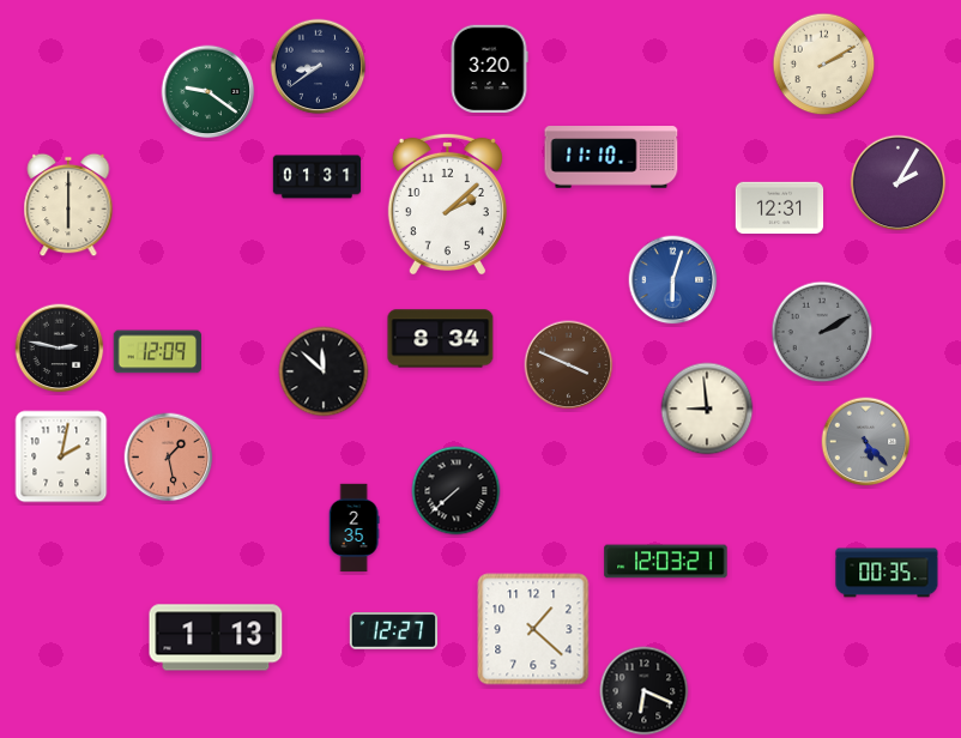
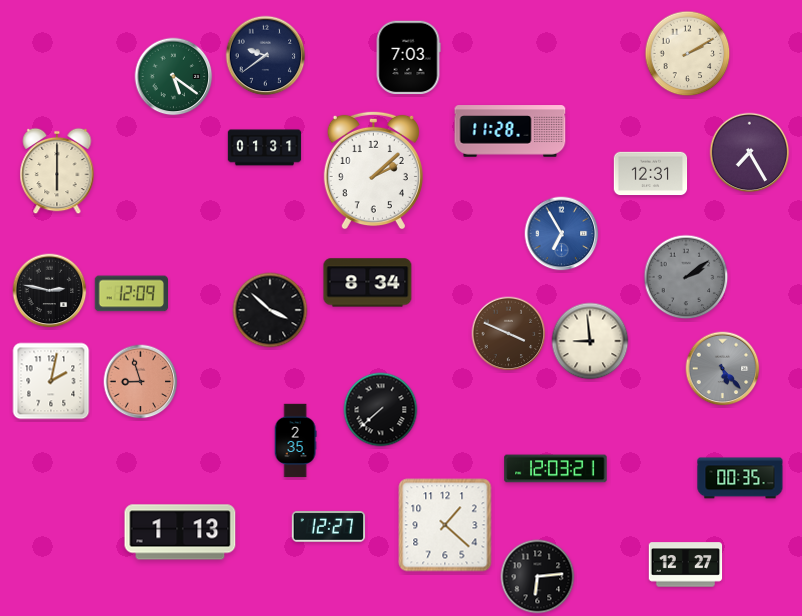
clock at (319, 67): 8:39 -> 9:39
clock at (489, 69): 3:20 -> 7:03
clock at (208, 92): 9:21 -> 5:21
clock at (611, 157): 11:10 -> 11:28
clock at (899, 183): 2:05 -> 7:25
clock at (673, 280): 6:03 -> 6:55
clock at (822, 332): 2:10 -> 2:09
clock at (569, 365) position: (569, 365) -> (509, 334)
clock at (324, 371): 11:52 -> 3:52
clock at (169, 458): 1:28 -> 8:57
clock at (686, 565): none -> 12:27
clock at (645, 691): 6:19 -> 6:14
